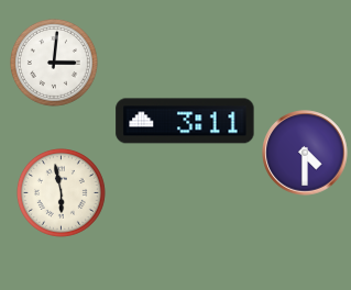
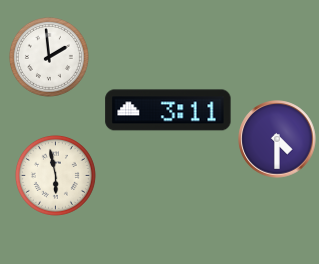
clock at (54, 63): 3:01 -> 1:59
